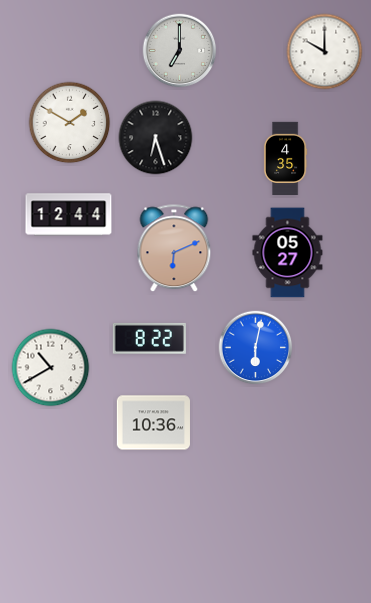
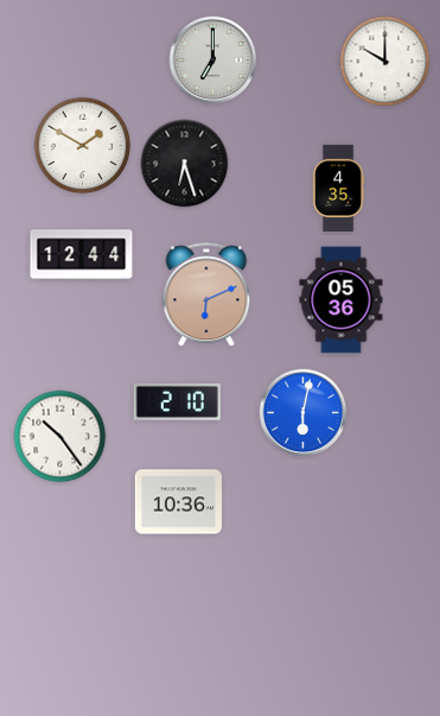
clock at (288, 253): 05:27 -> 05:36
clock at (149, 338): 8:22 -> 2:10
clock at (51, 368): 10:40 -> 10:24
clock at (153, 423) position: (153, 423) -> (178, 502)
